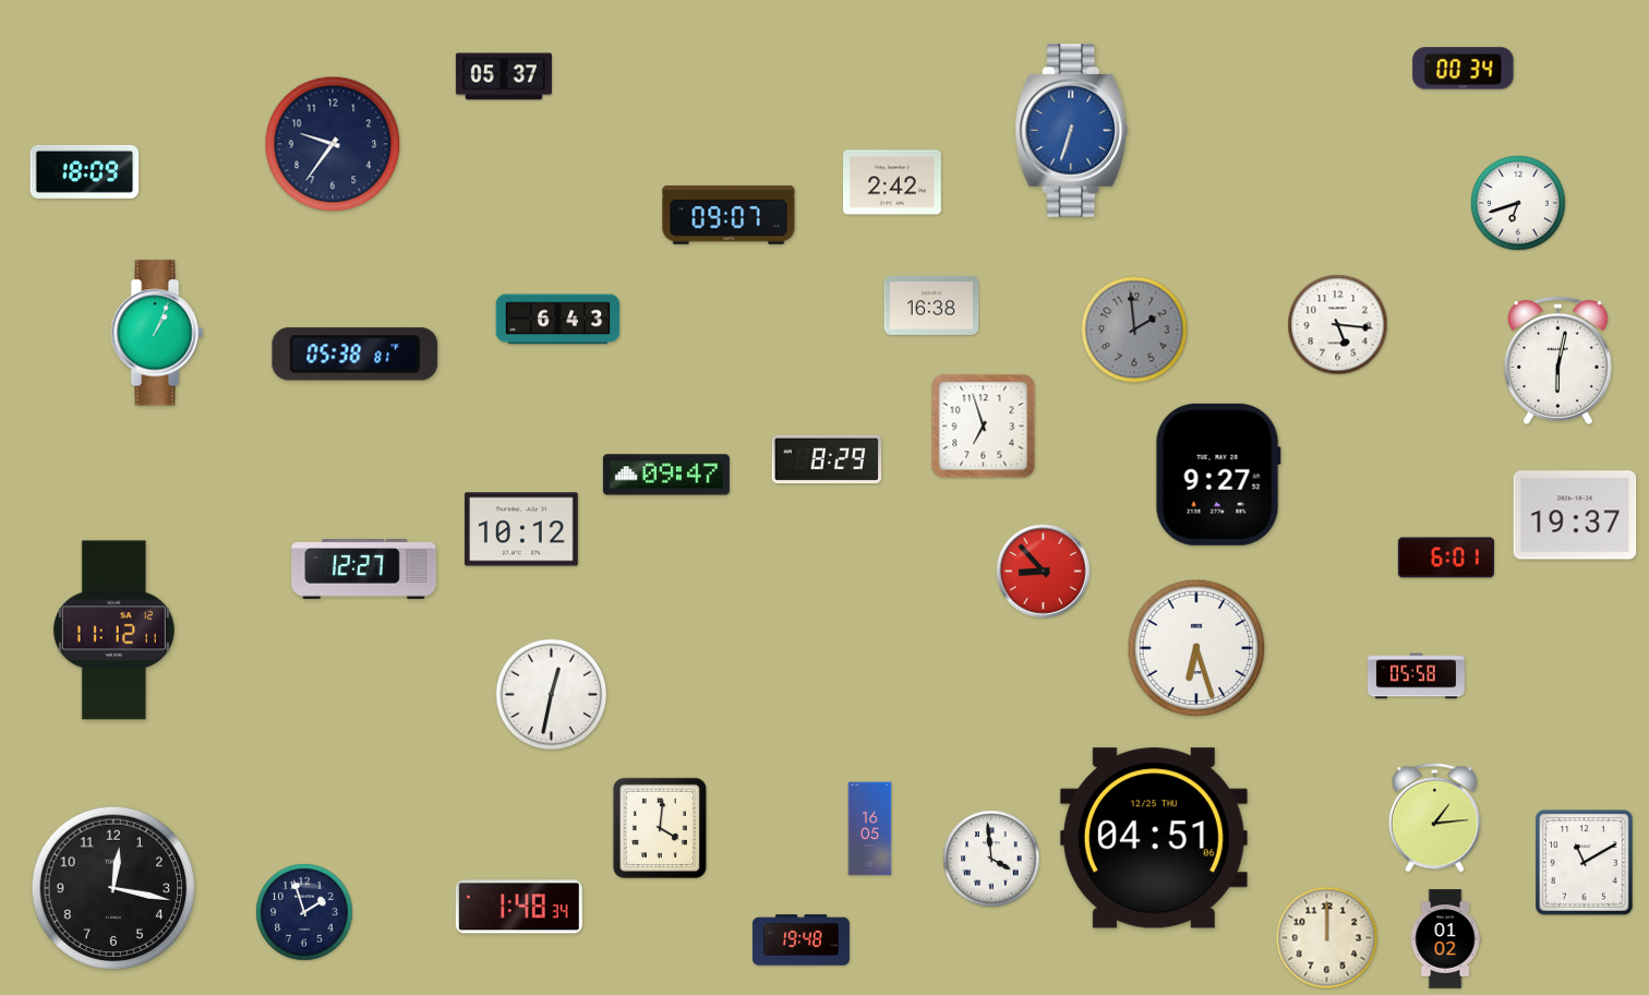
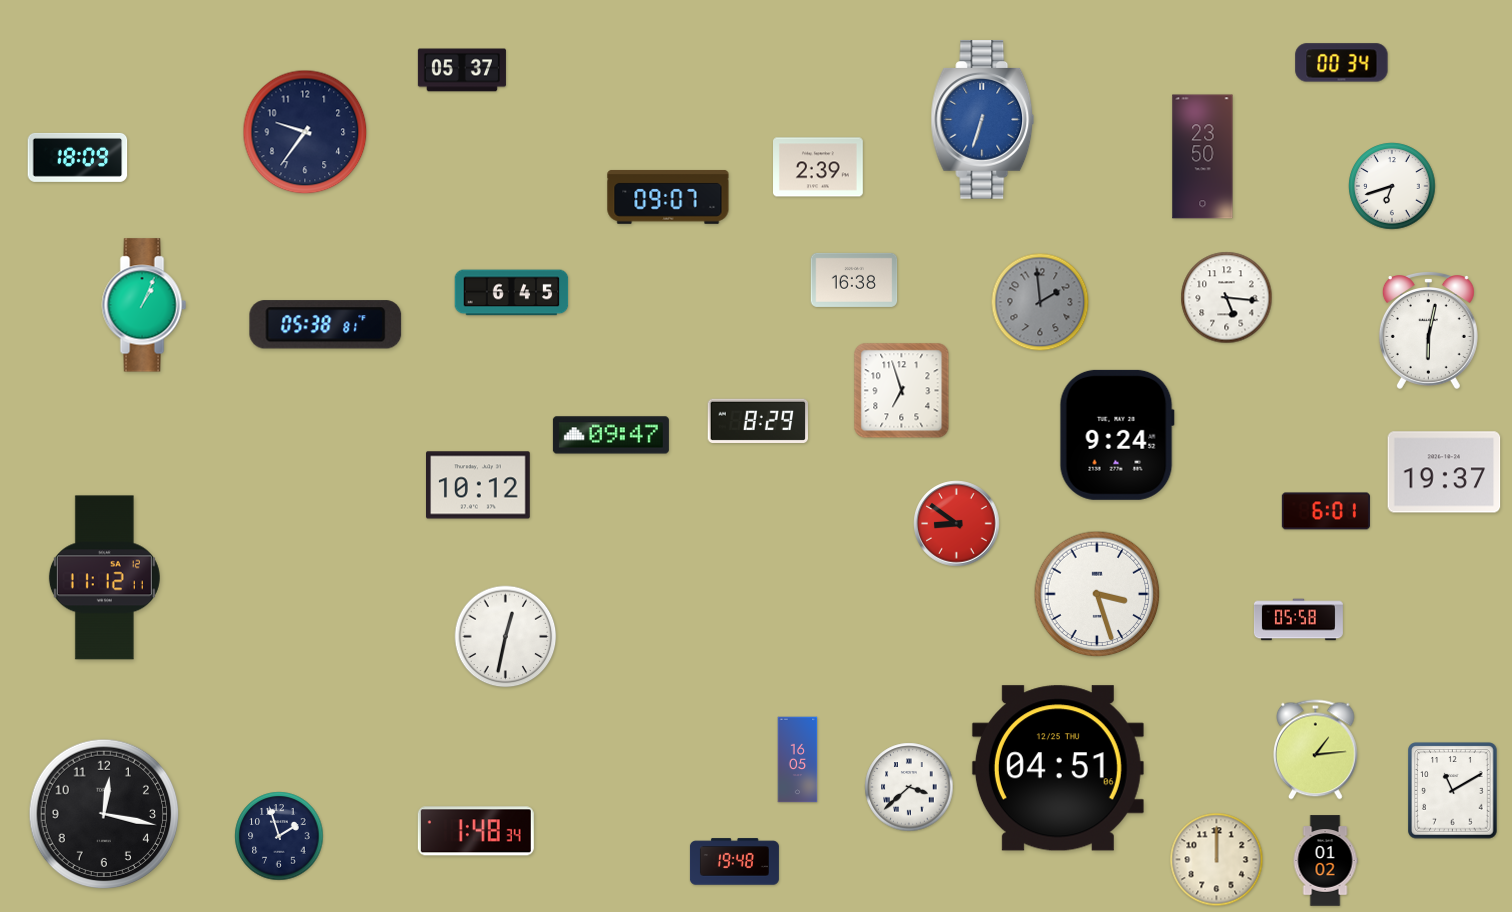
clock at (1203, 157): none -> 23:50
clock at (893, 182): 2:42 -> 2:39
clock at (558, 320): 6:43 -> 6:45
clock at (1218, 475): 9:27 -> 9:24
clock at (364, 570): 12:27 -> none
clock at (1044, 572): 8:53 -> 8:51
clock at (1196, 648): 6:27 -> 3:27
clock at (660, 828): 4:01 -> none
clock at (991, 859): 3:59 -> 3:38
